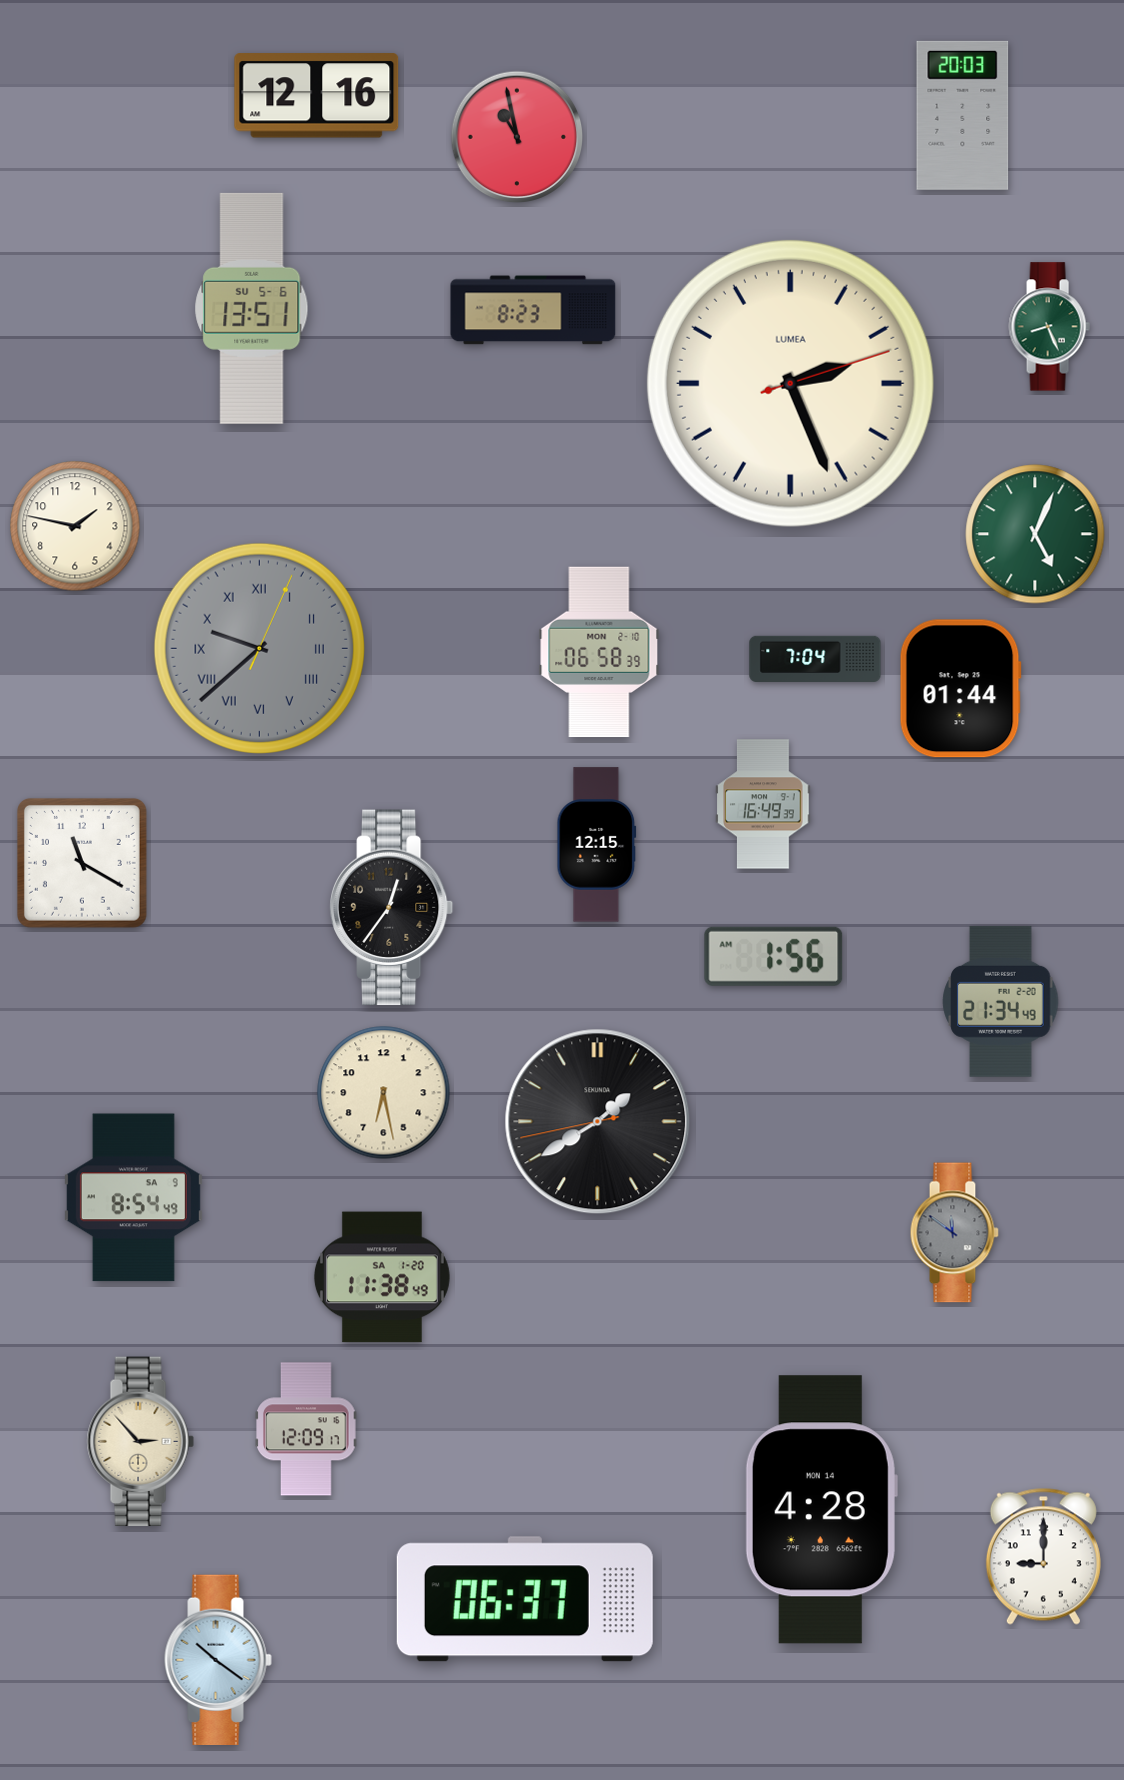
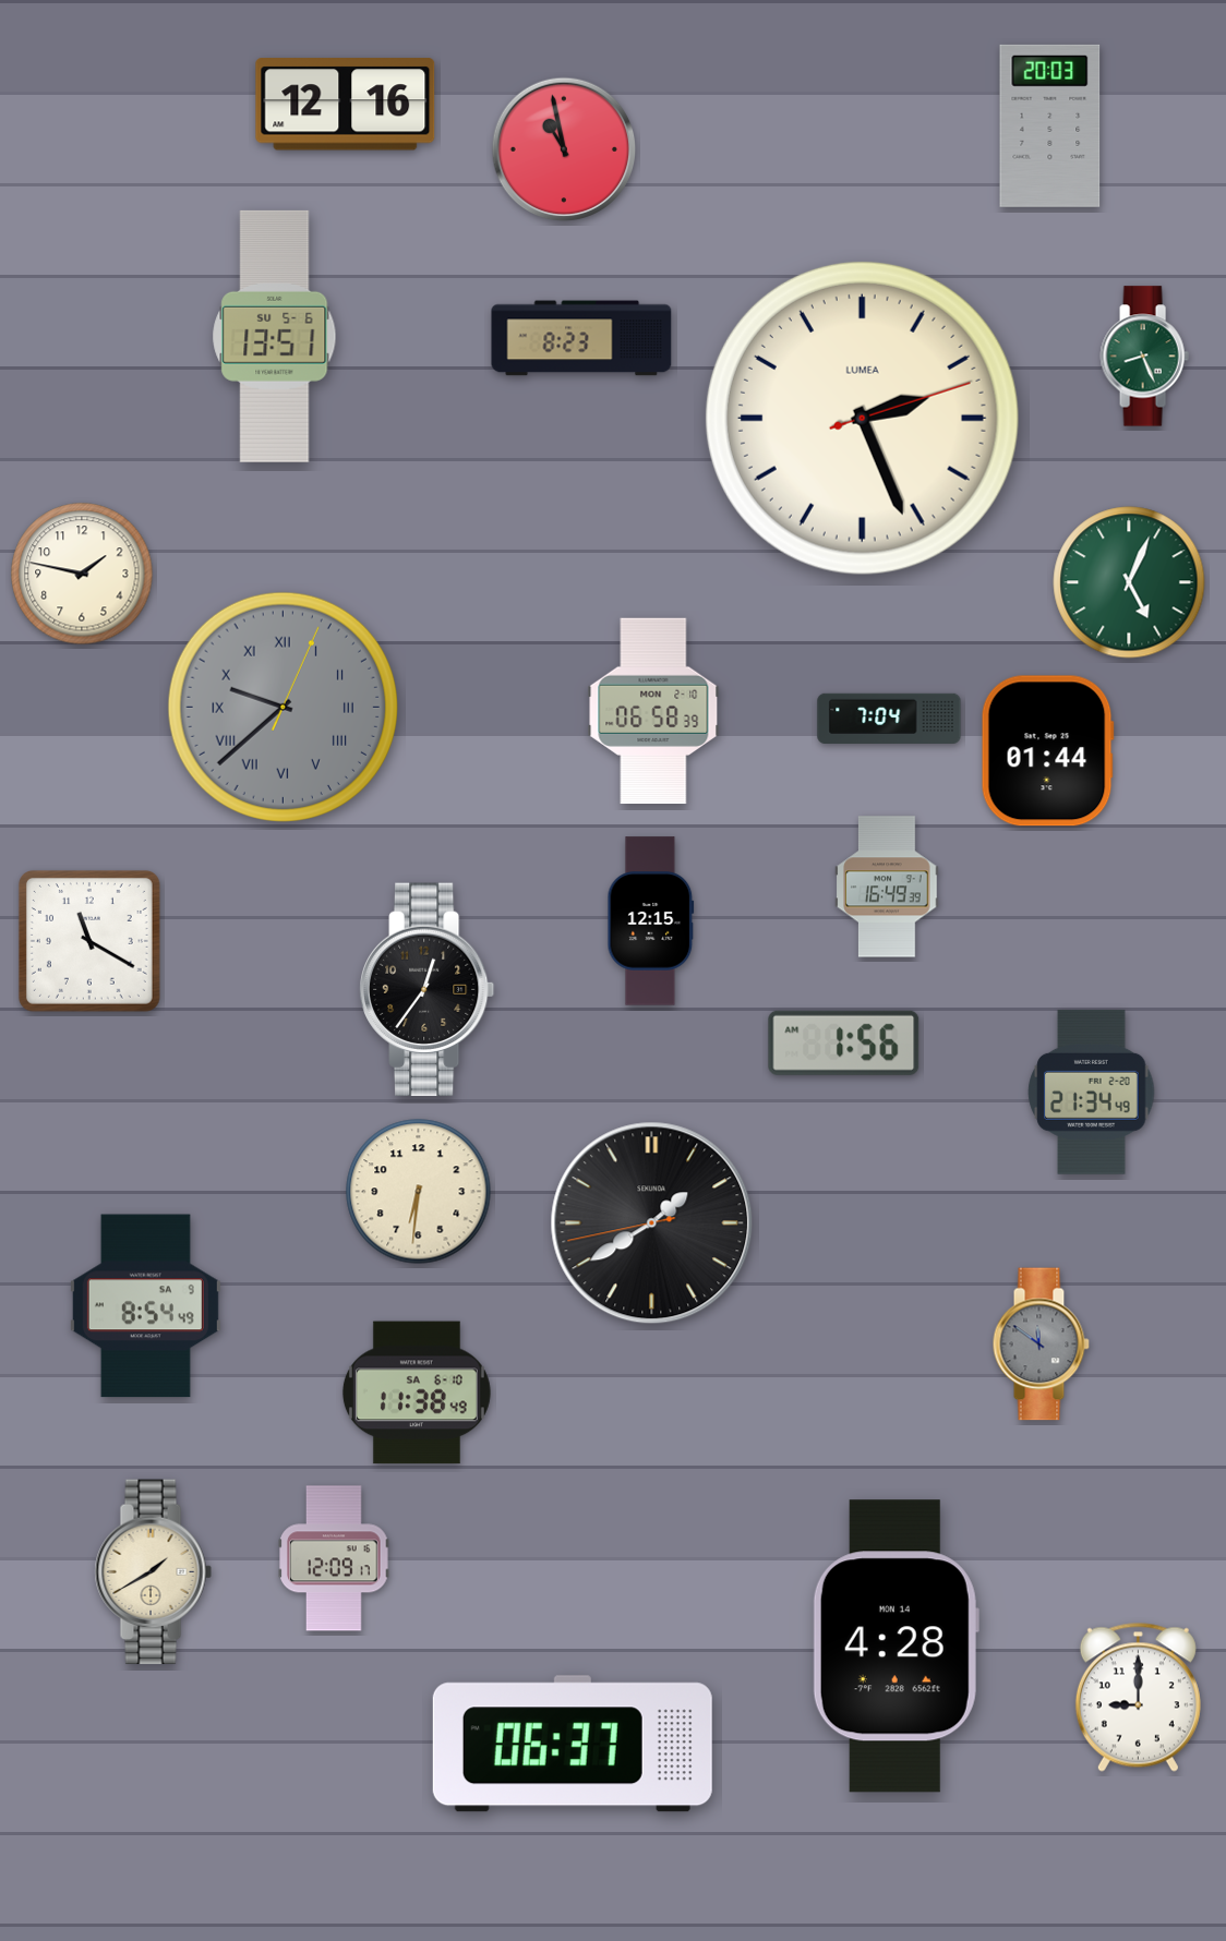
clock at (763, 804) position: (763, 804) -> (887, 887)
clock at (384, 1093): 6:28 -> 6:31
clock at (382, 1277) date: SA 1-20 -> SA 6-10
clock at (140, 1442): 2:53 -> 1:40
clock at (218, 1659): 10:21 -> none
